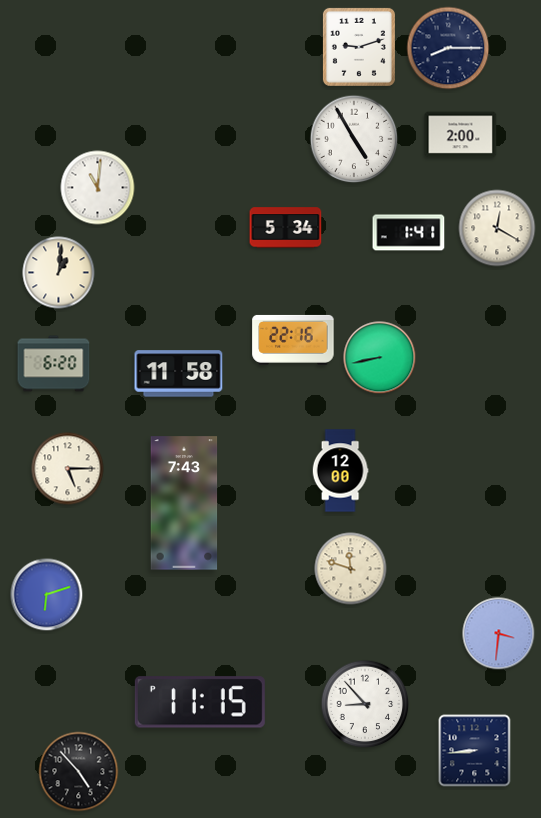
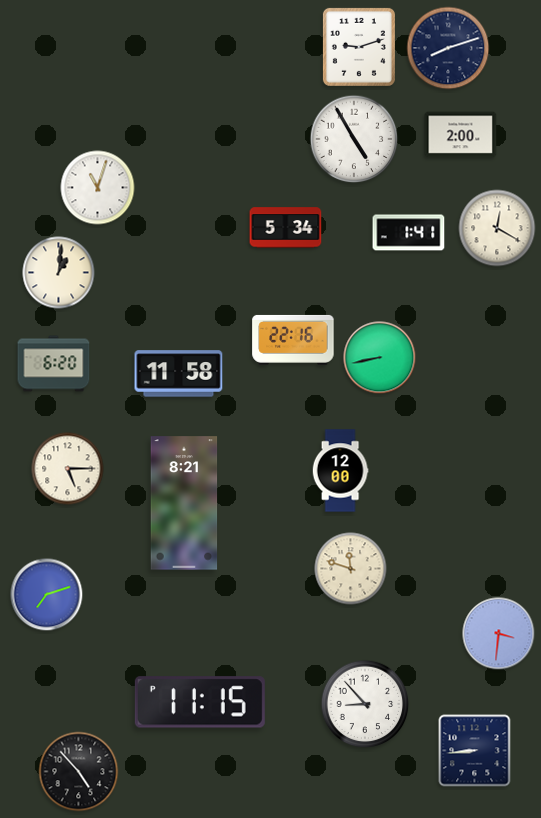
clock at (448, 48): 8:15 -> 8:12
clock at (98, 188): 11:01 -> 11:03
clock at (184, 503): 7:43 -> 8:21
clock at (47, 595): 6:12 -> 7:12
